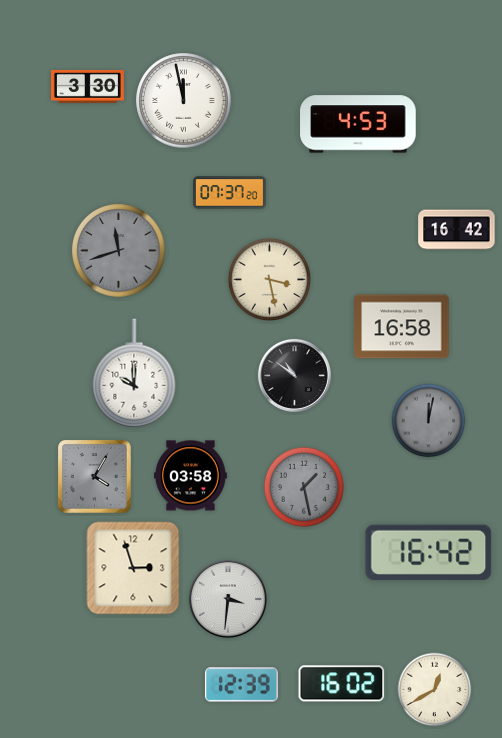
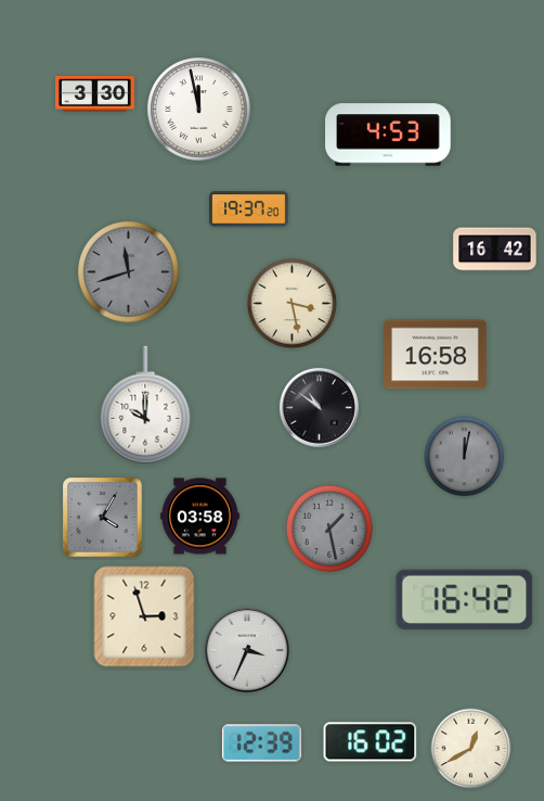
clock at (230, 193): 07:37 -> 19:37
clock at (190, 476) position: (190, 476) -> (199, 517)
clock at (228, 599): 3:31 -> 3:34
